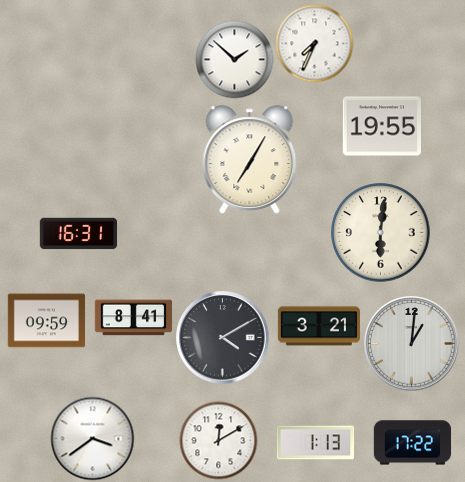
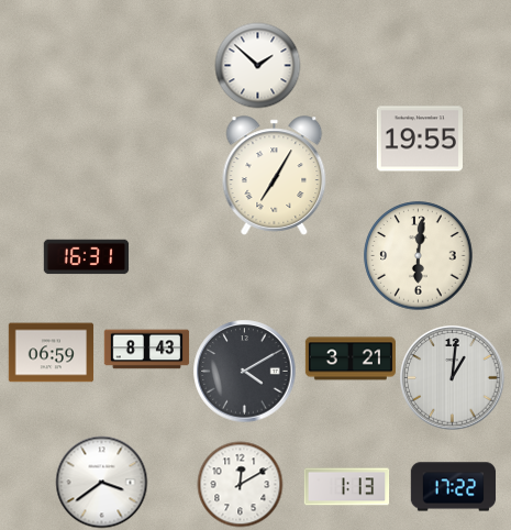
clock at (314, 43): 7:34 -> none
clock at (133, 318): 8:41 -> 8:43
clock at (46, 321): 09:59 -> 06:59
